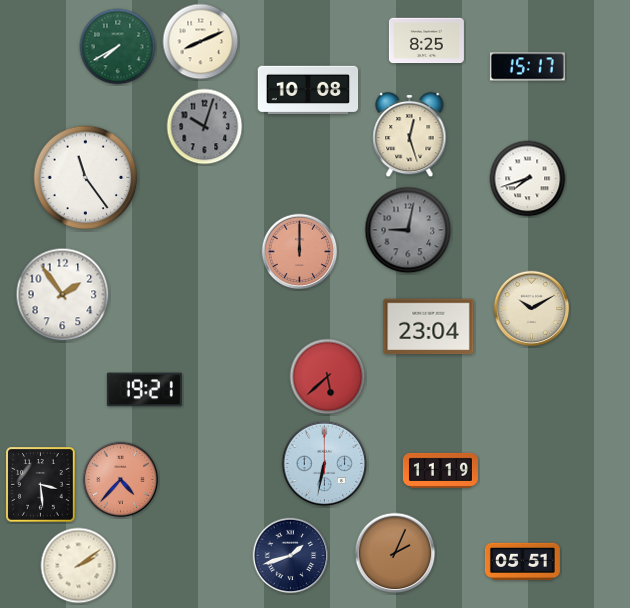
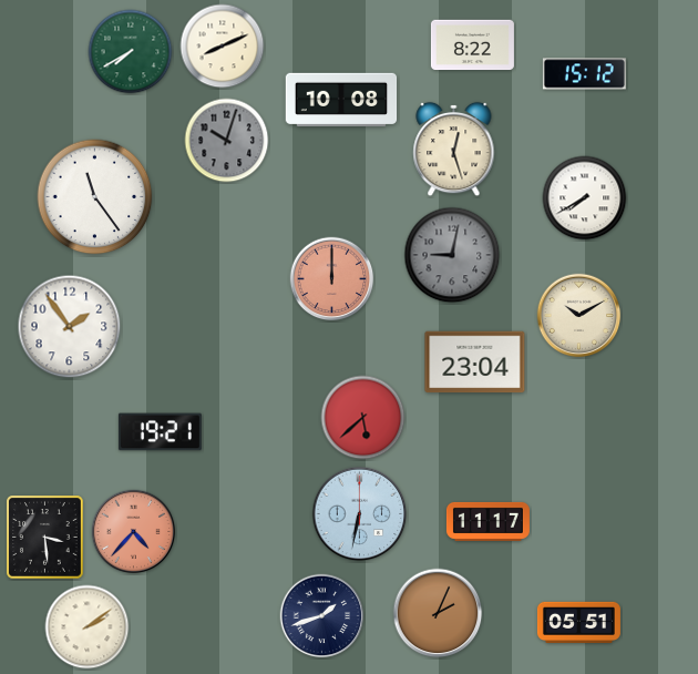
clock at (426, 41): 8:25 -> 8:22
clock at (527, 67): 15:17 -> 15:12
clock at (528, 179): 7:42 -> 7:40
clock at (532, 309) position: (532, 309) -> (579, 316)
clock at (440, 470): 11:19 -> 11:17
